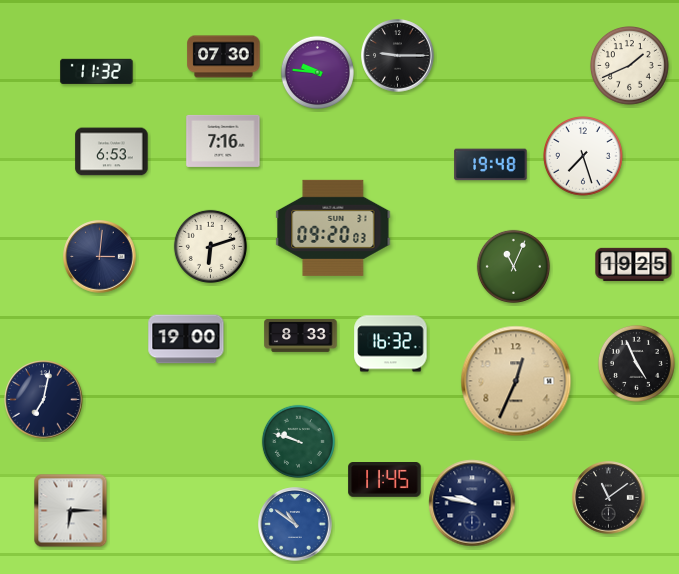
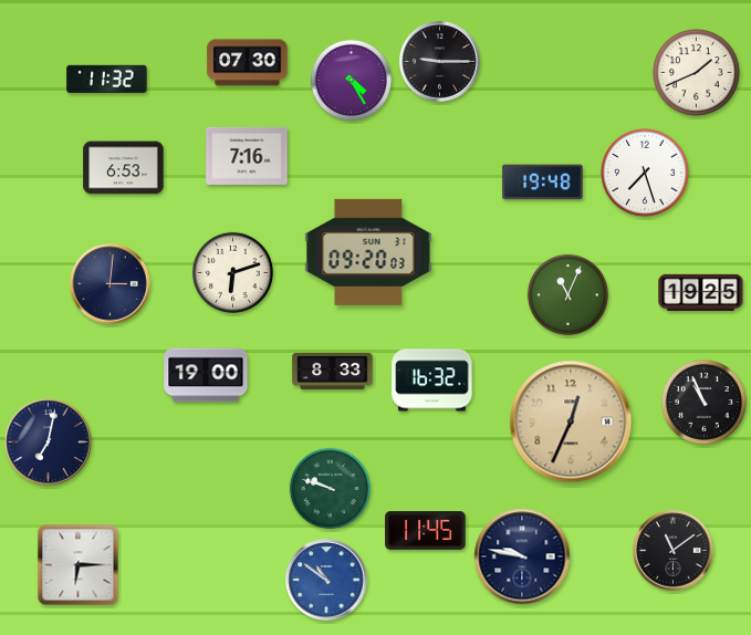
clock at (317, 72): 9:46 -> 4:25
clock at (636, 363): 4:56 -> 10:56
